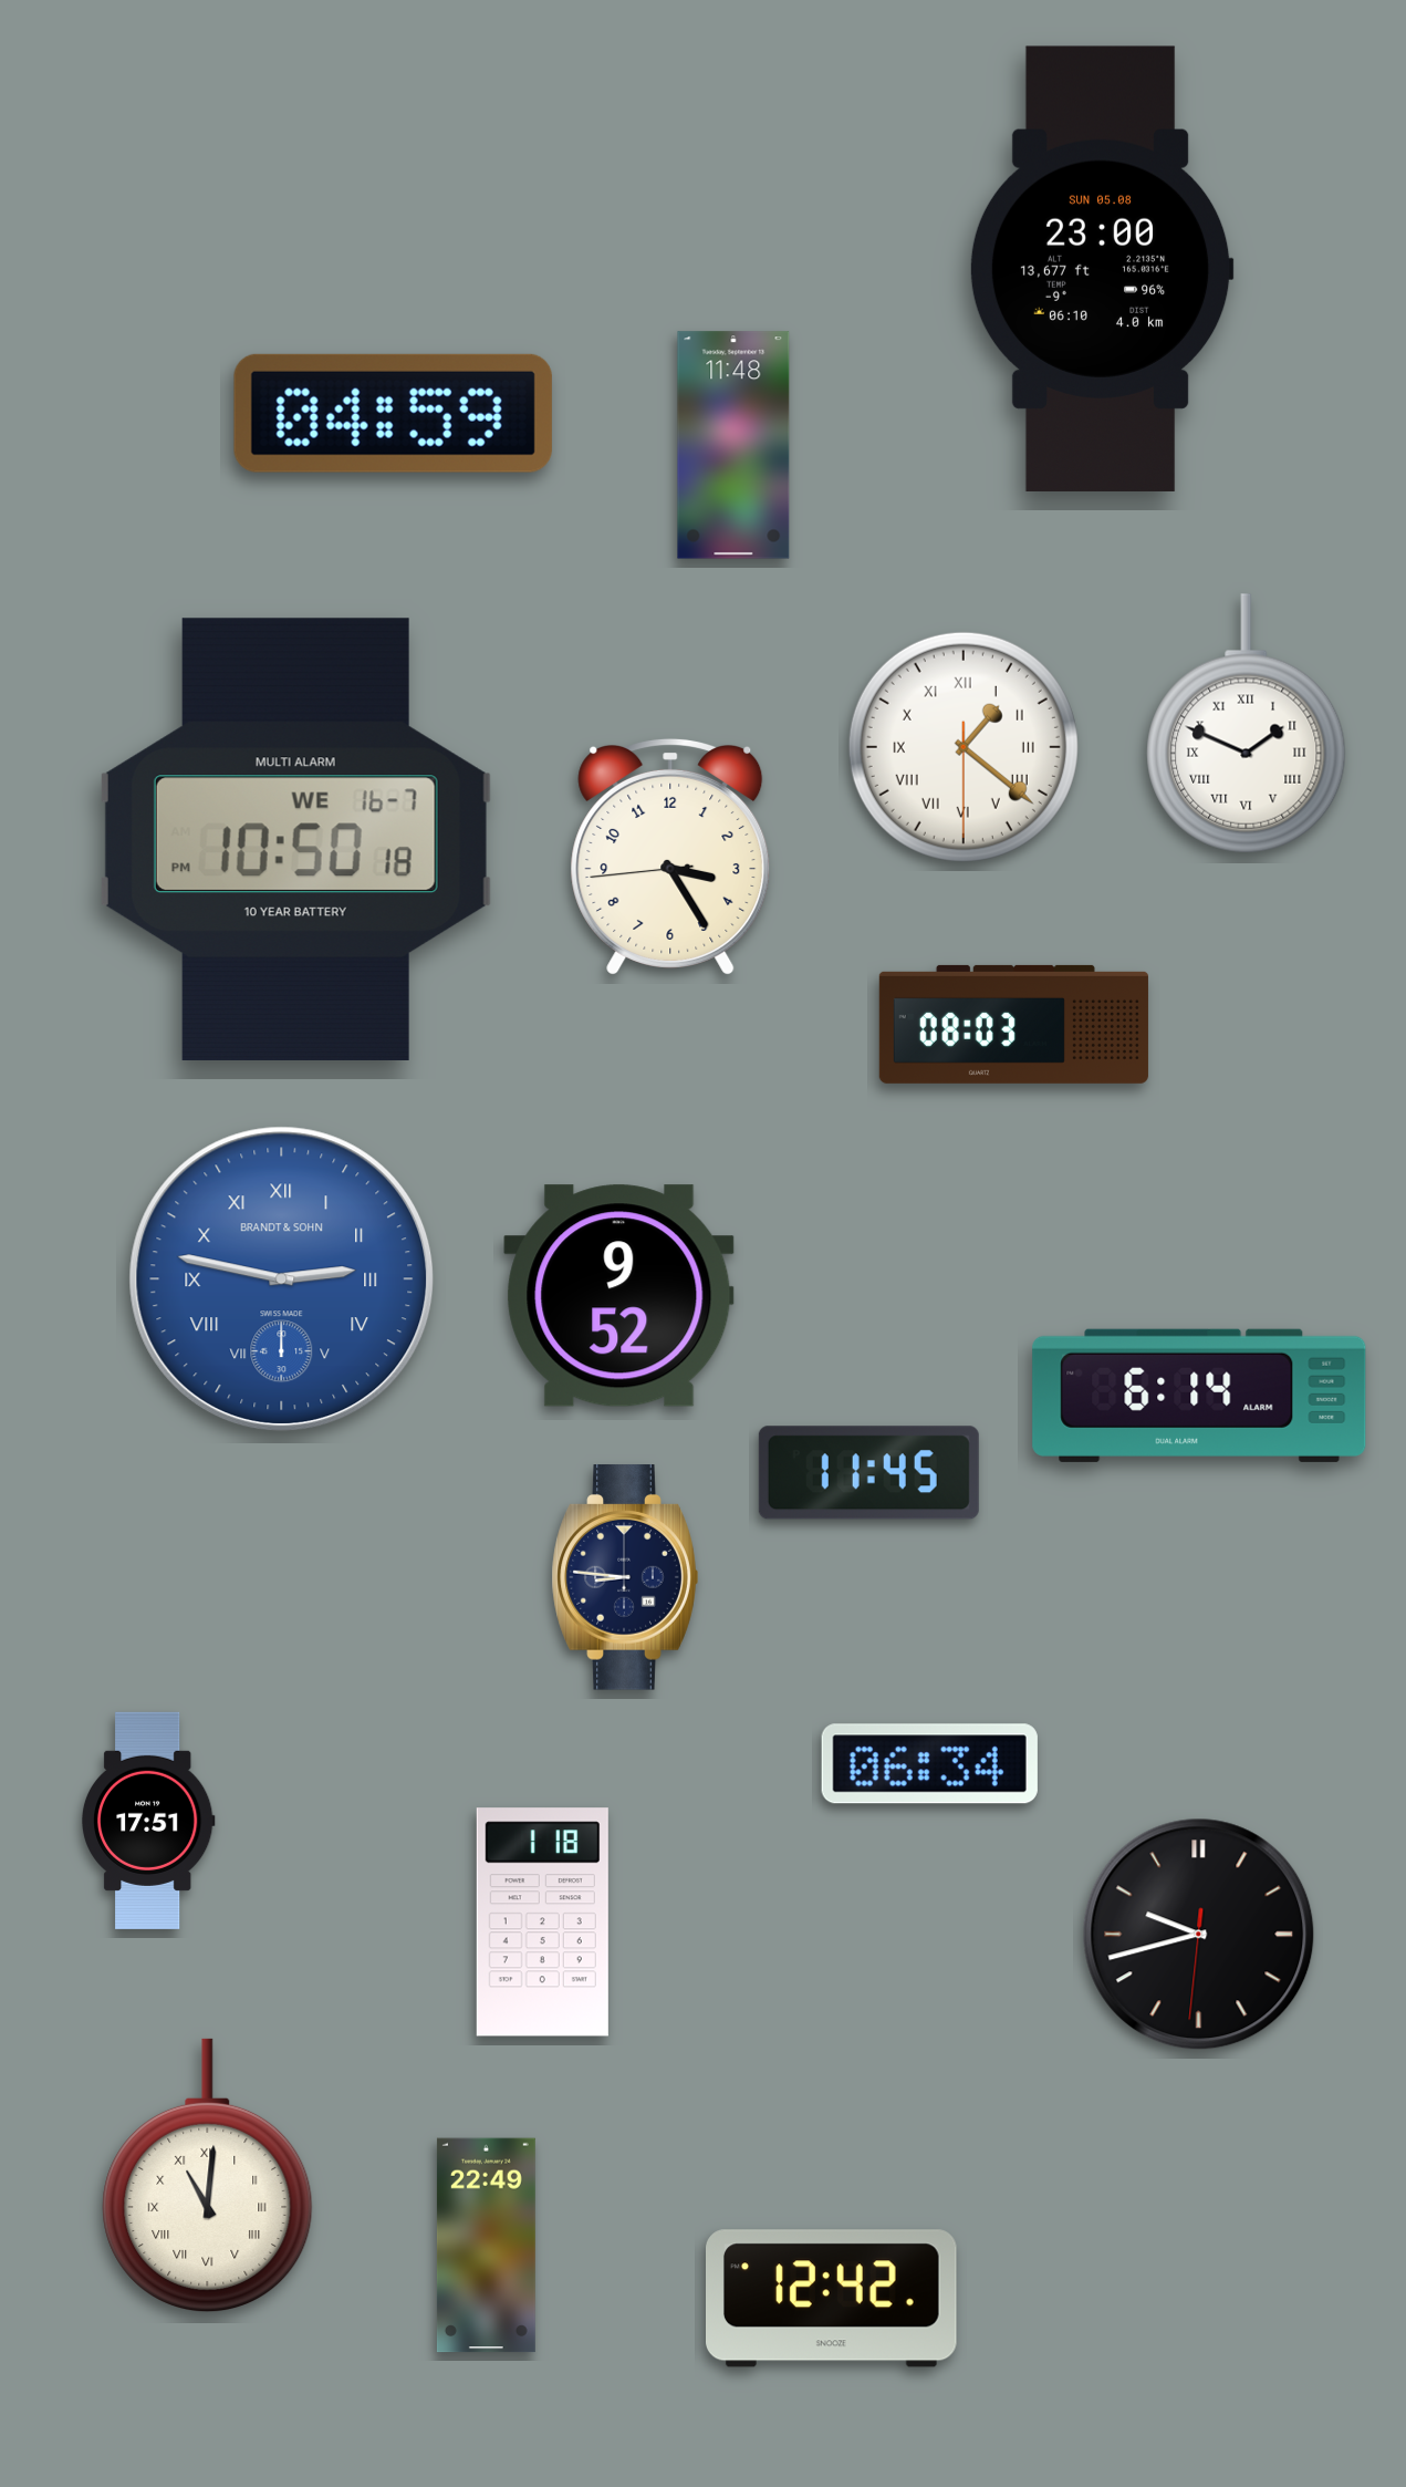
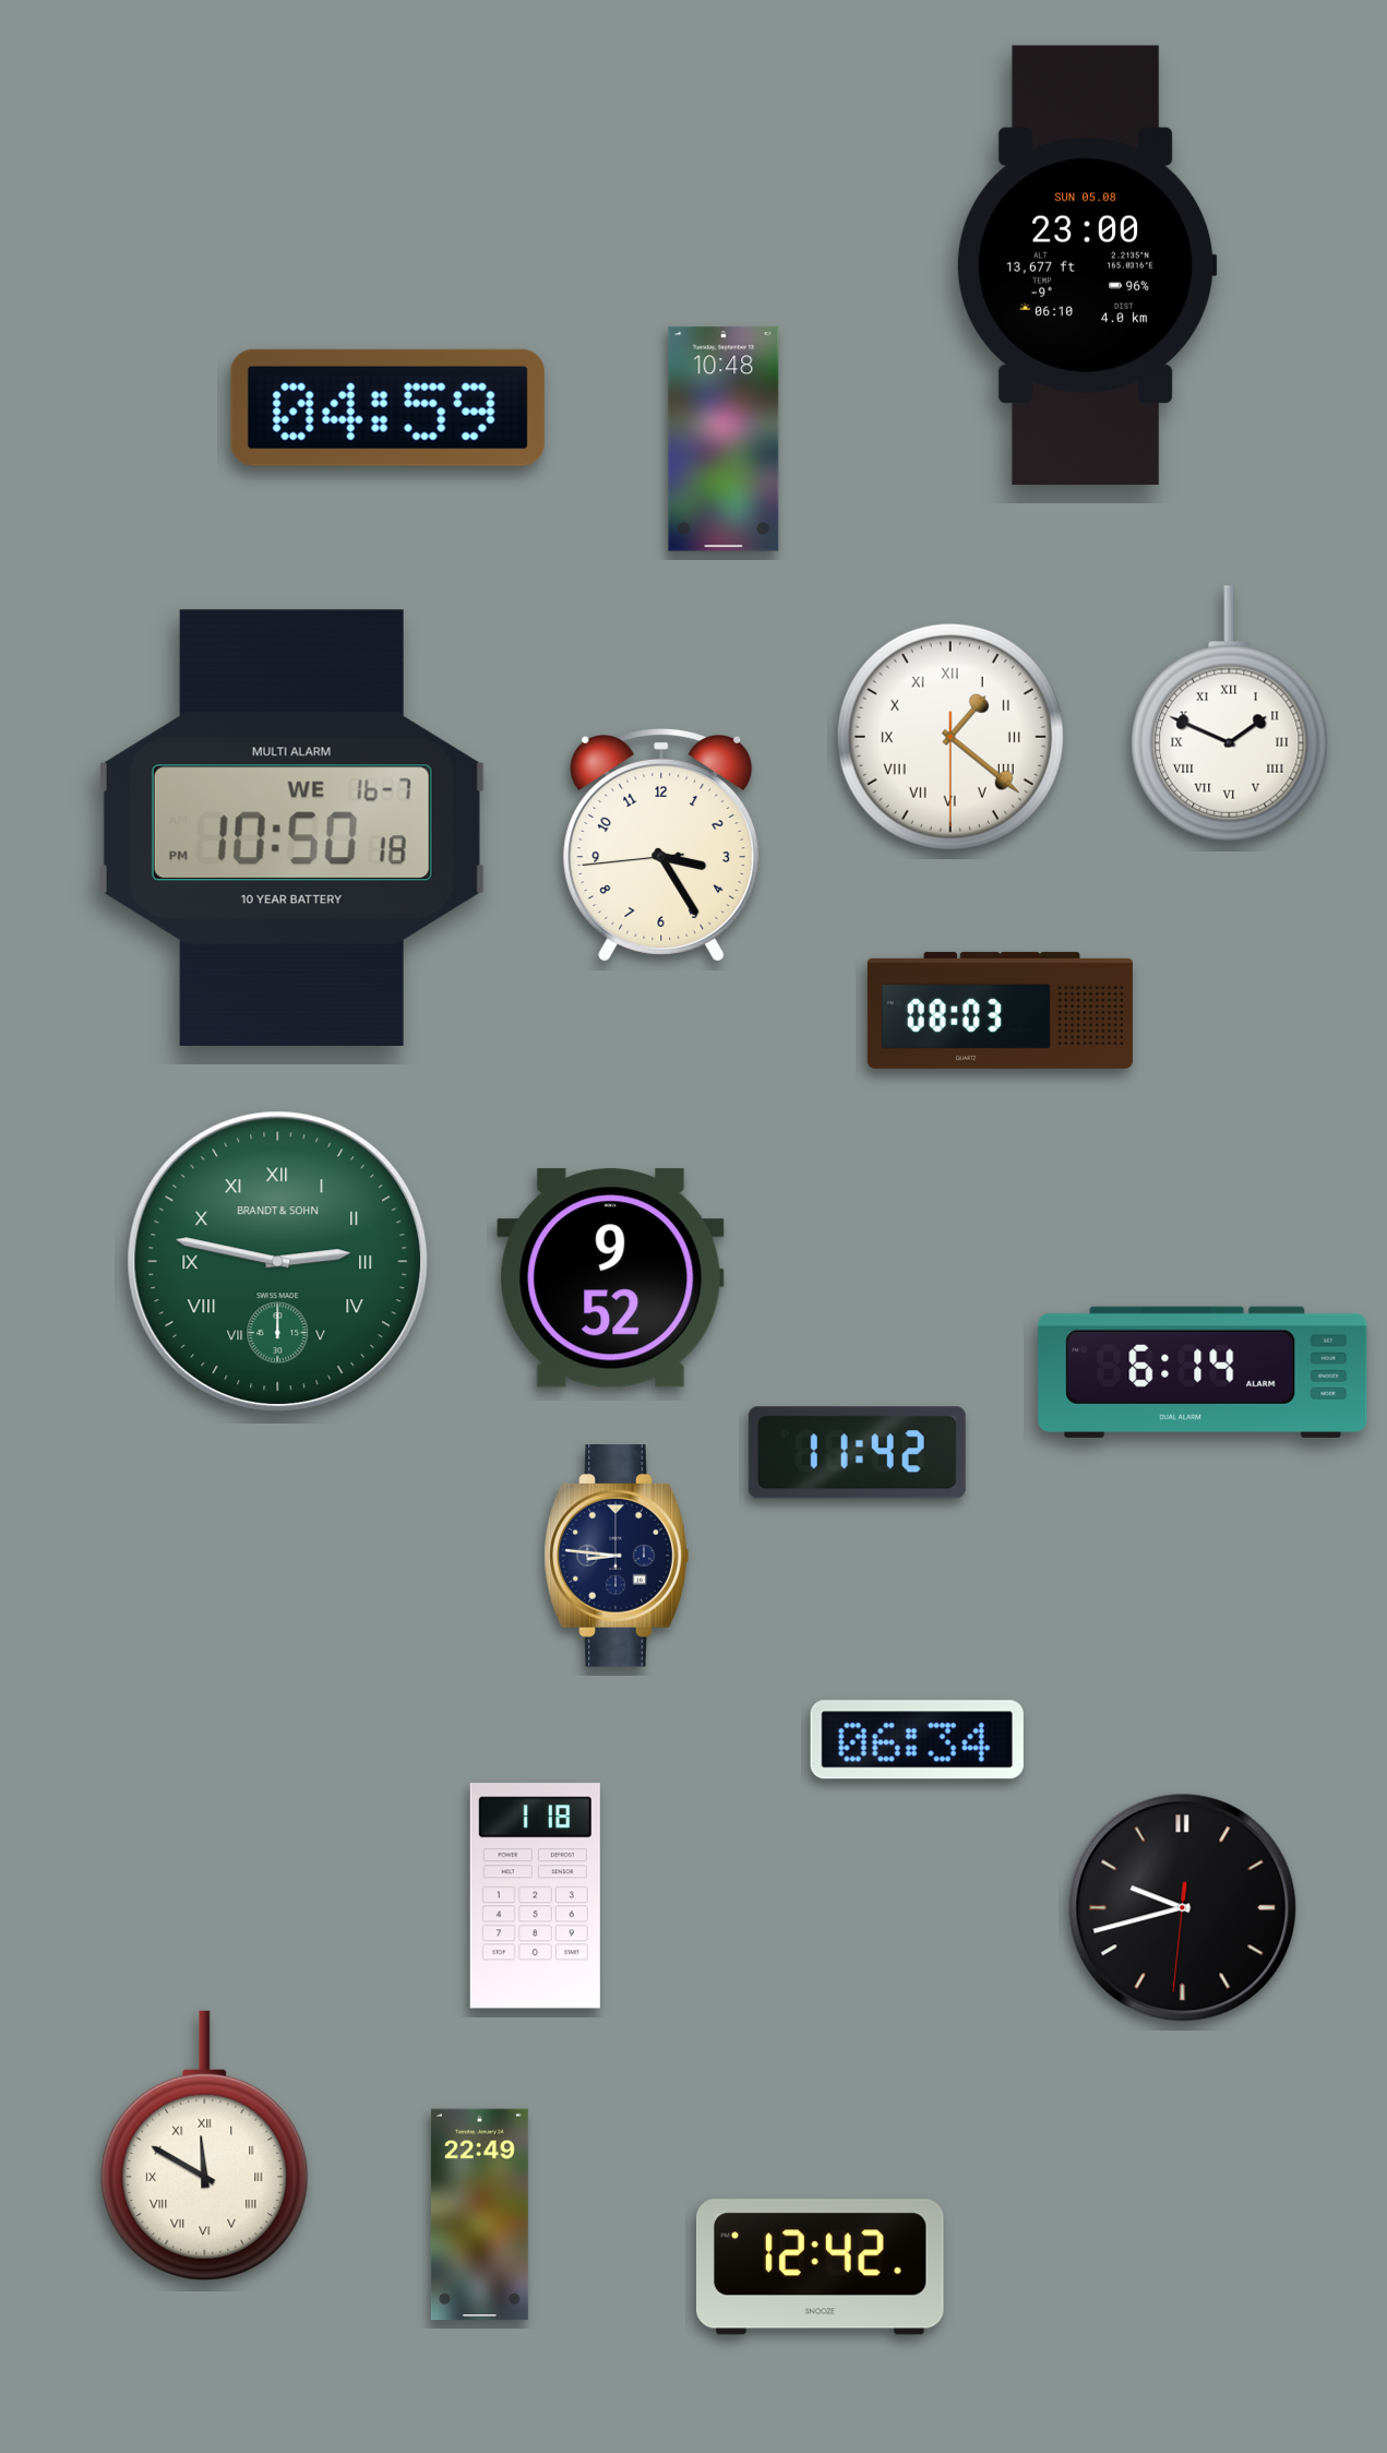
clock at (733, 445): 11:48 -> 10:48
clock at (282, 1279) dial: blue -> green
clock at (1199, 1396) position: (1199, 1396) -> (1203, 1372)
clock at (868, 1473): 11:45 -> 11:42
clock at (148, 1821): 17:51 -> none
clock at (208, 2175): 11:01 -> 11:50
